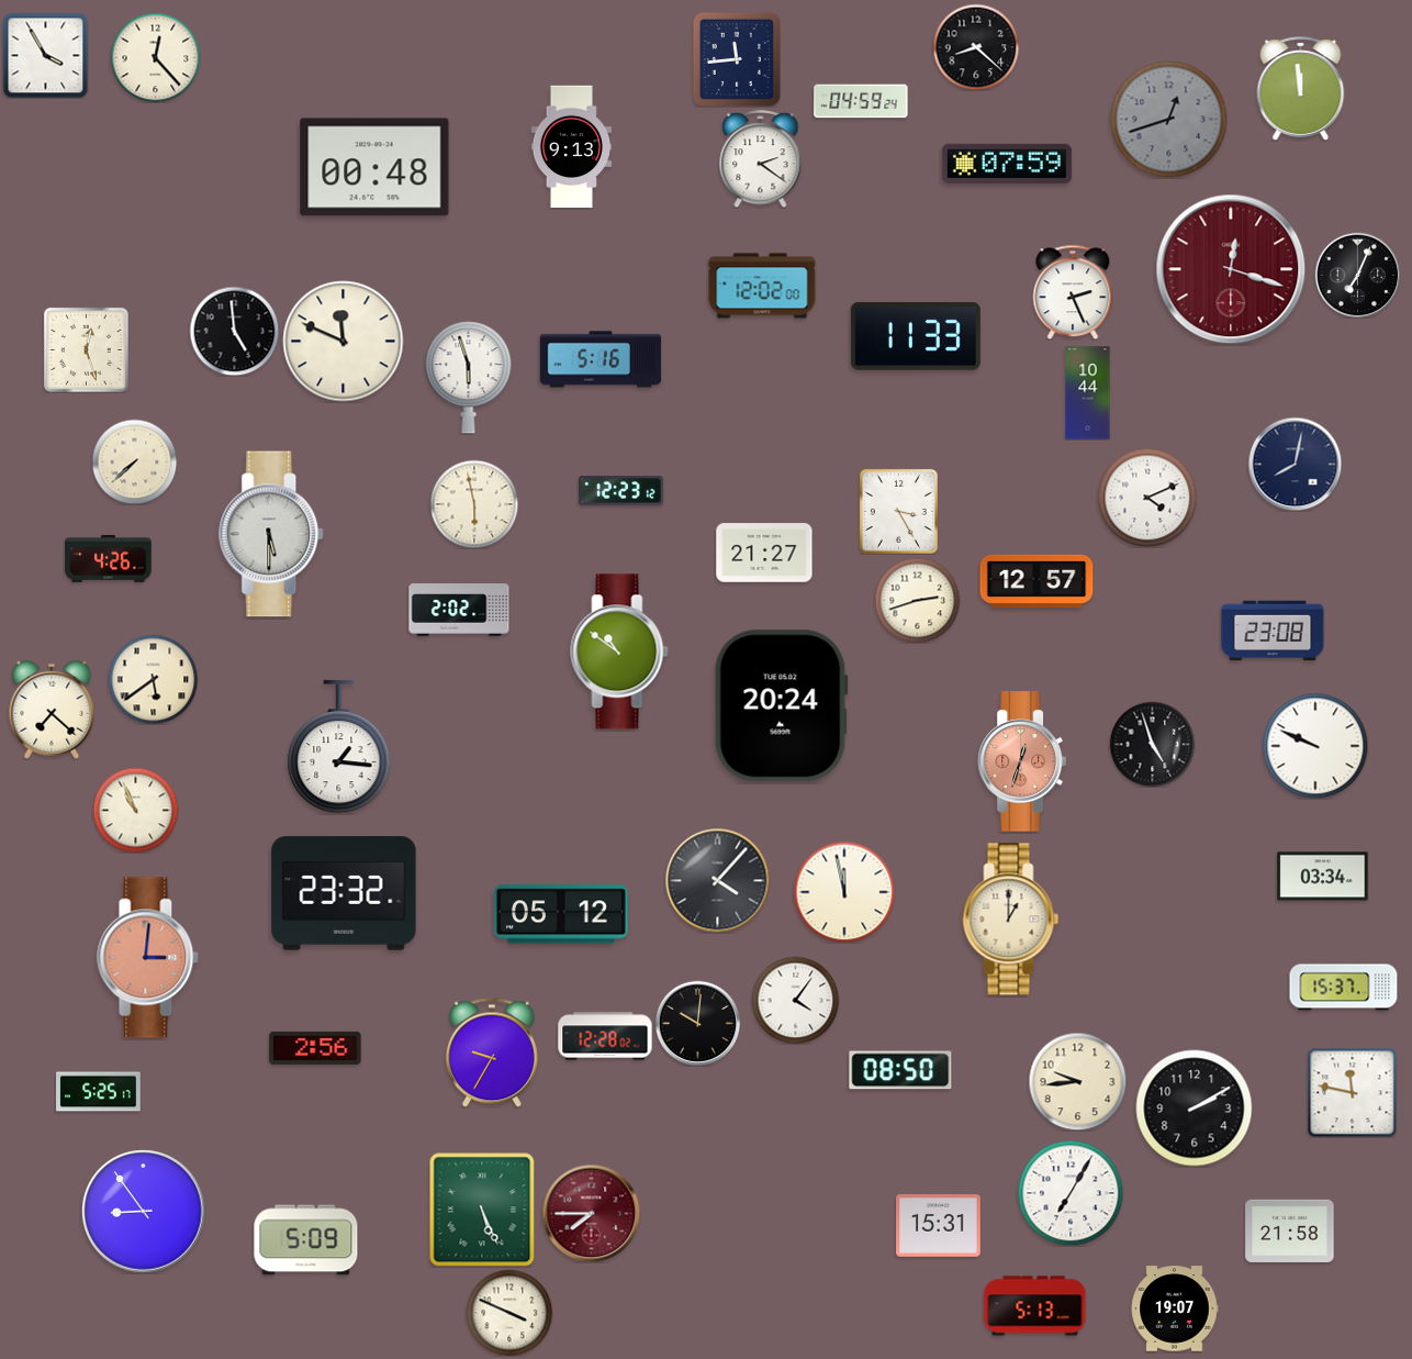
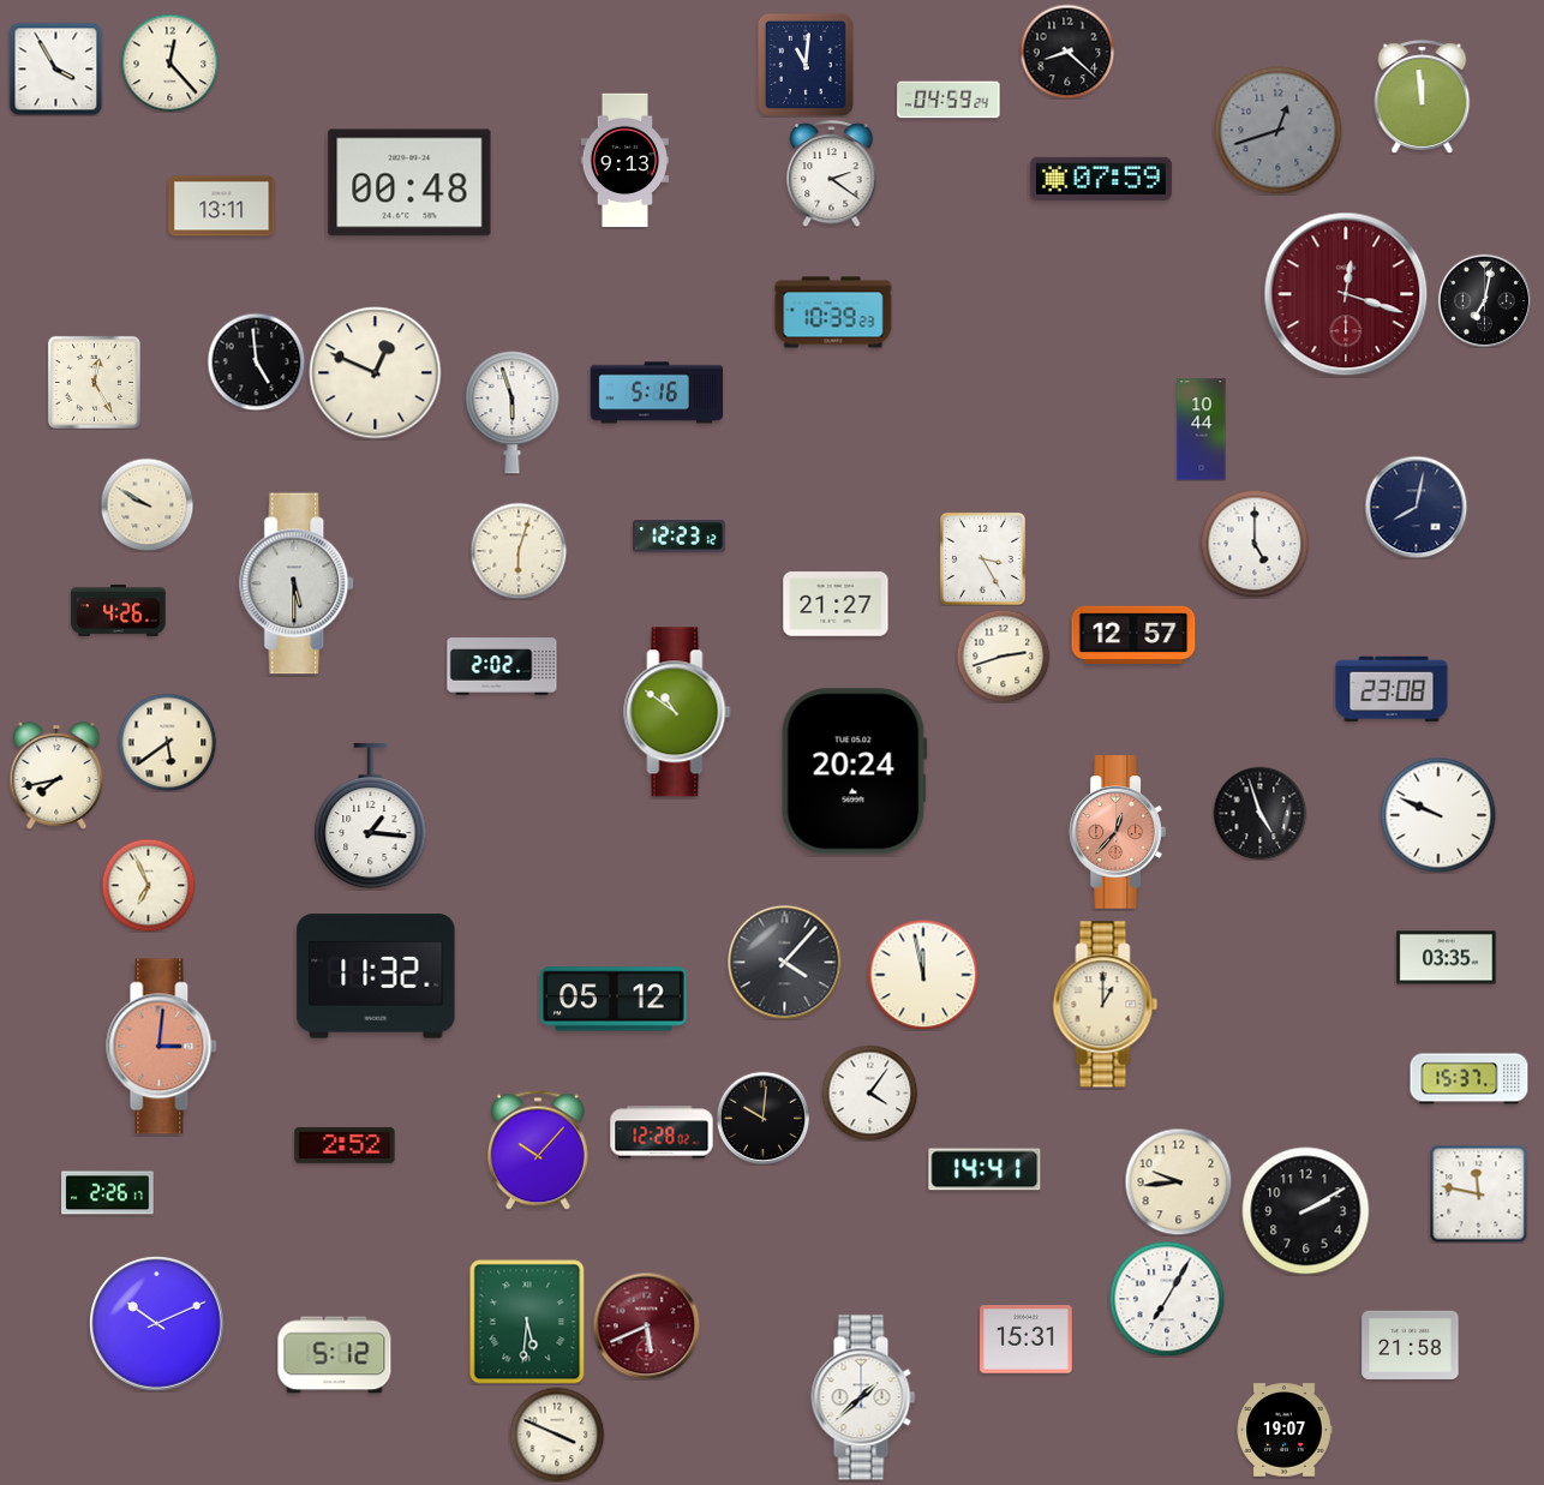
clock at (45, 55) position: (45, 55) -> (55, 68)
clock at (737, 59): 11:44 -> 11:01
clock at (861, 101) position: (861, 101) -> (948, 100)
clock at (222, 206): none -> 13:11
clock at (1357, 275): 7:04 -> 7:02
clock at (762, 286): 12:02 -> 10:39
clock at (1073, 292): 2:26 -> none
clock at (916, 336): 11:33 -> none
clock at (344, 342): 11:49 -> 12:49
clock at (86, 349): 12:27 -> 12:25
clock at (1088, 393) position: (1088, 393) -> (1202, 430)
clock at (134, 461): 7:38 -> 9:50
clock at (1147, 498): 4:11 -> 5:00
clock at (474, 504): 5:58 -> 6:03
clock at (52, 710): 7:22 -> 7:43
clock at (1021, 761): 12:33 -> 12:37
clock at (135, 810): 10:56 -> 6:56
clock at (1323, 877): 03:34 -> 03:35
clock at (344, 893): 23:32 -> 11:32
clock at (315, 1048): 2:56 -> 2:52
clock at (492, 1052): 9:35 -> 10:07
clock at (900, 1070): 08:50 -> 14:41
clock at (99, 1092): 5:25 -> 2:26
clock at (1071, 1193) position: (1071, 1193) -> (1167, 1299)
clock at (482, 1210): 5:26 -> 5:31
clock at (144, 1212): 8:54 -> 10:11
clock at (591, 1213): 7:45 -> 5:41
clock at (306, 1240): 5:09 -> 5:12
clock at (863, 1397): none -> 1:38
clock at (1035, 1306): 5:13 -> none
